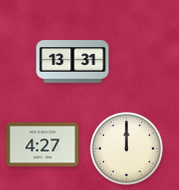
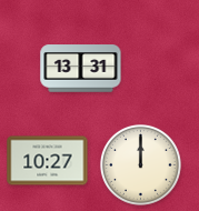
clock at (43, 145): 4:27 -> 10:27
